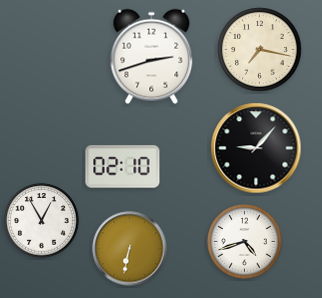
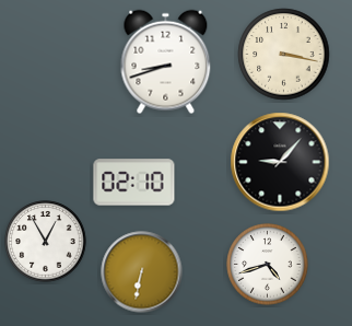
clock at (260, 50): 7:17 -> 3:17
clock at (152, 57): 2:42 -> 8:42
